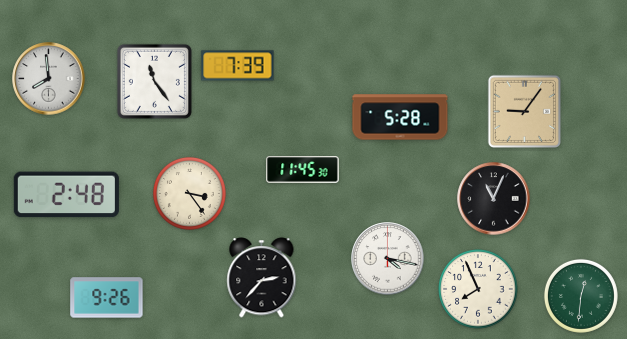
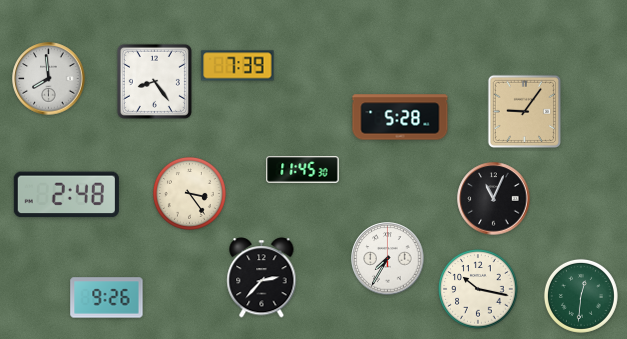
clock at (154, 81): 11:24 -> 8:24
clock at (388, 259): 4:17 -> 7:35
clock at (478, 289): 7:56 -> 10:17
